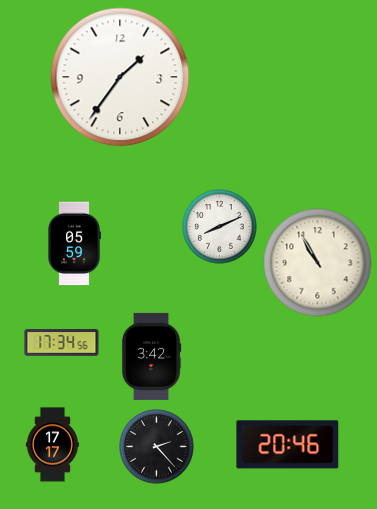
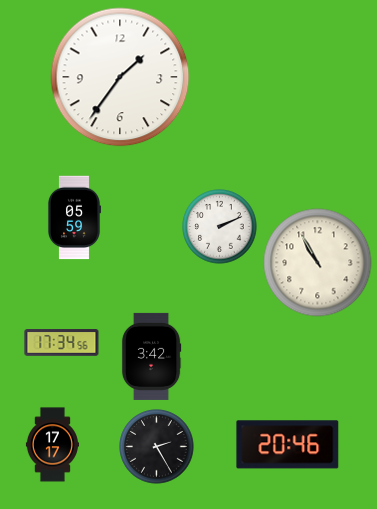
clock at (220, 227): 8:11 -> 2:11
clock at (74, 244) position: (74, 244) -> (74, 218)
clock at (157, 447): 2:23 -> 2:25
